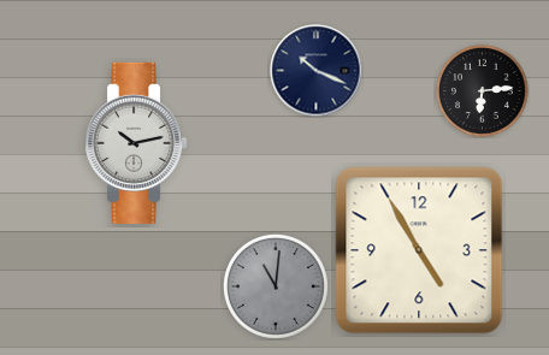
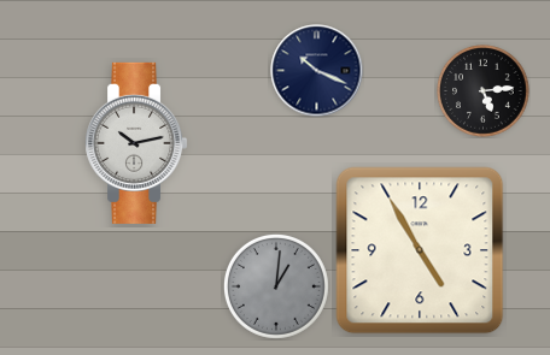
clock at (483, 91): 6:14 -> 5:14
clock at (276, 286): 11:01 -> 1:01
